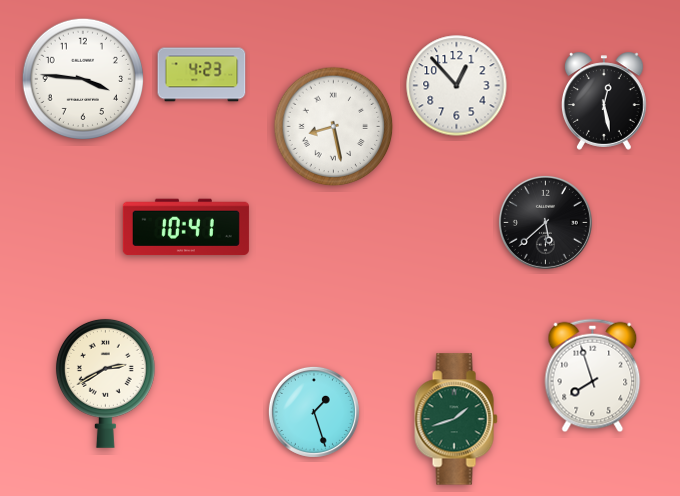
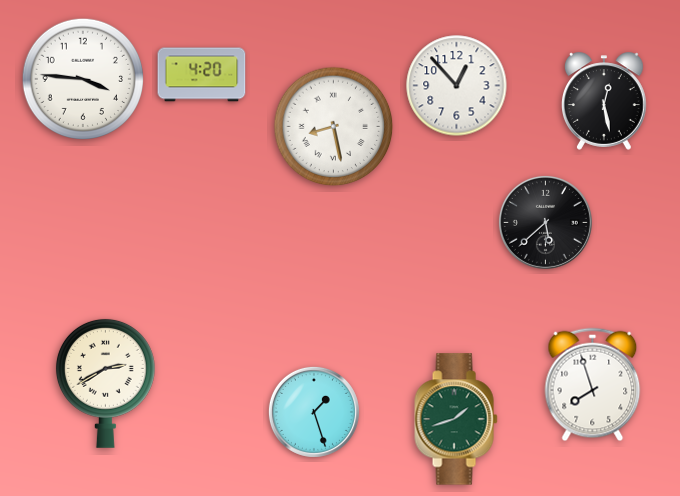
clock at (202, 75): 4:23 -> 4:20
clock at (186, 227): 10:41 -> none
clock at (593, 376) position: (593, 376) -> (593, 385)
